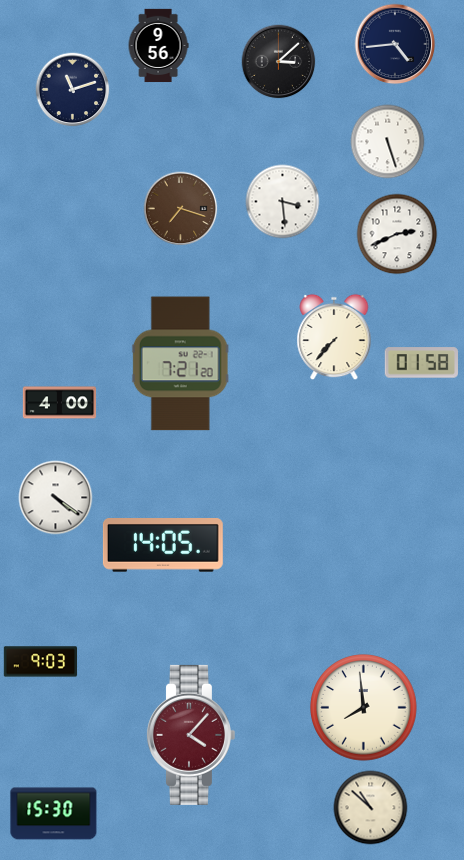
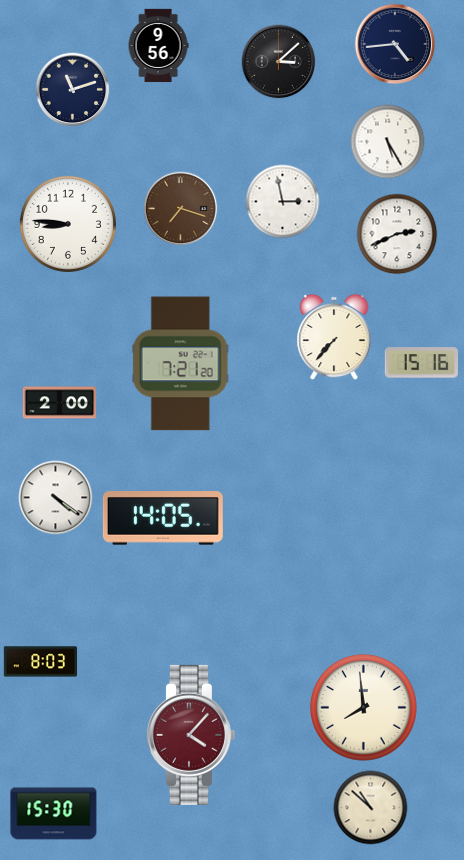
clock at (388, 142): 5:27 -> 5:25
clock at (283, 202): 3:29 -> 2:58
clock at (68, 224): none -> 8:46
clock at (421, 363): 01:58 -> 15:16
clock at (60, 403): 4:00 -> 2:00
clock at (163, 546) position: (163, 546) -> (163, 519)
clock at (41, 662): 9:03 -> 8:03
